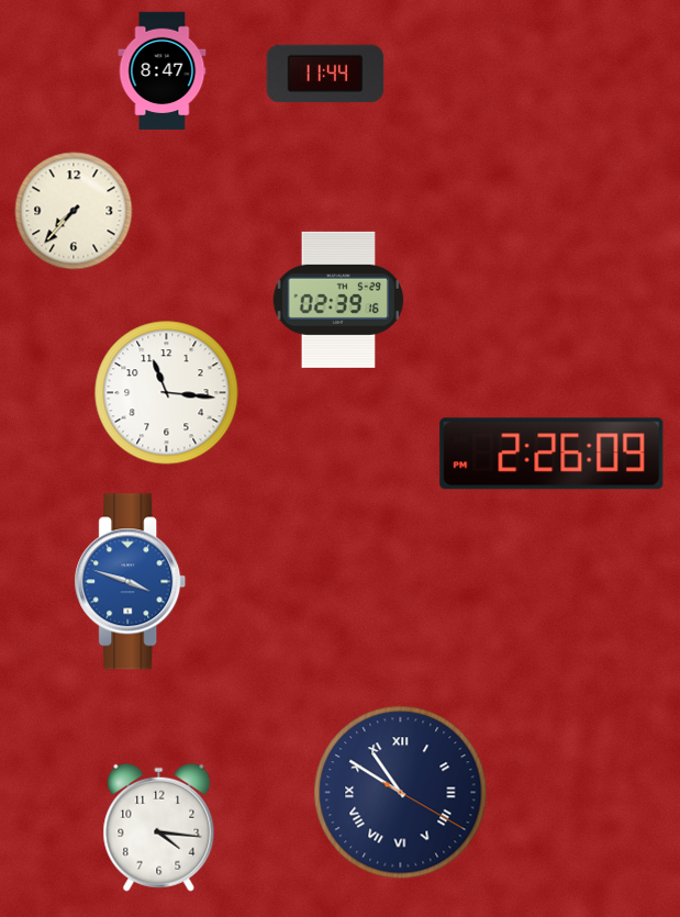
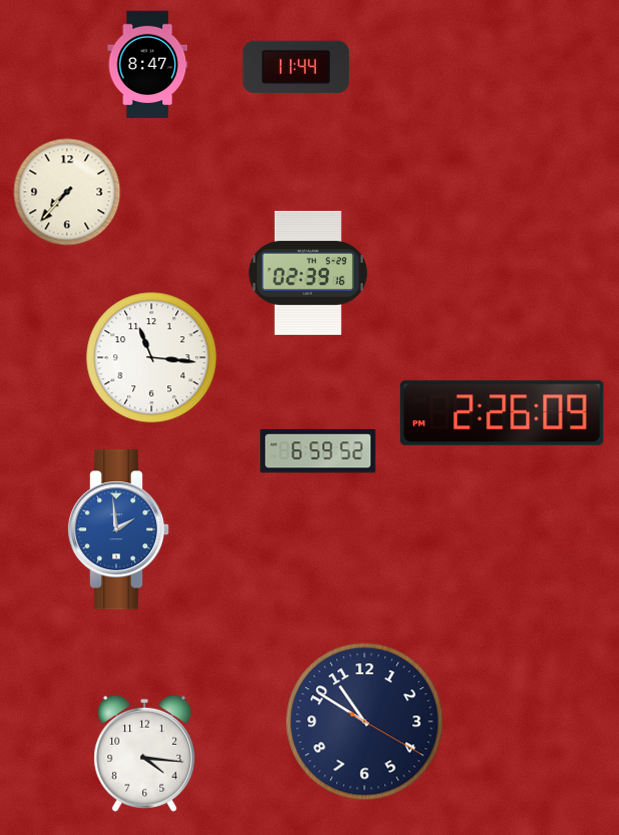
clock at (318, 451): none -> 6:59
clock at (131, 582): 3:48 -> 1:59
clock at (401, 793) numerals: Roman -> Arabic
